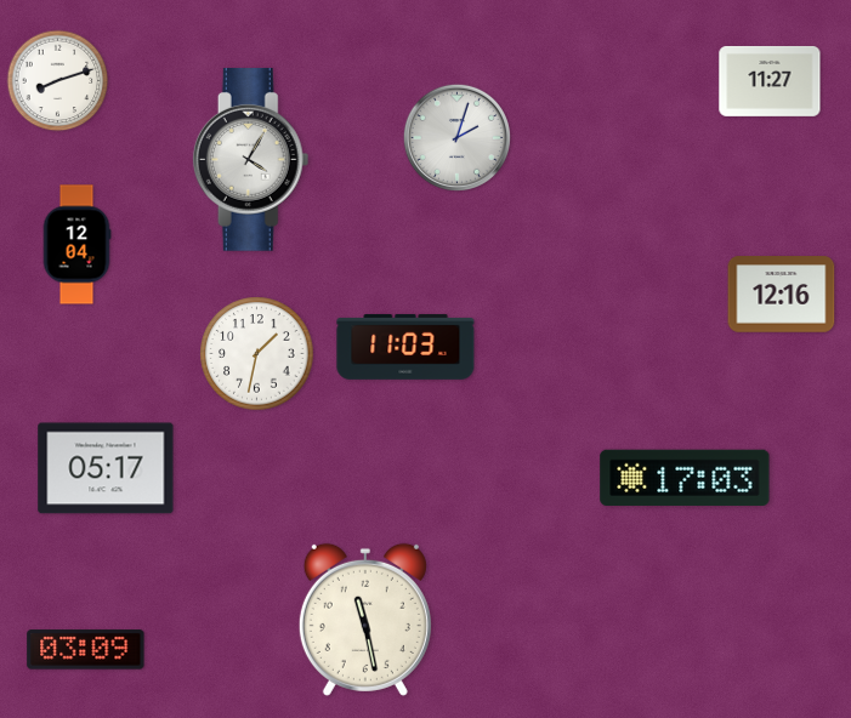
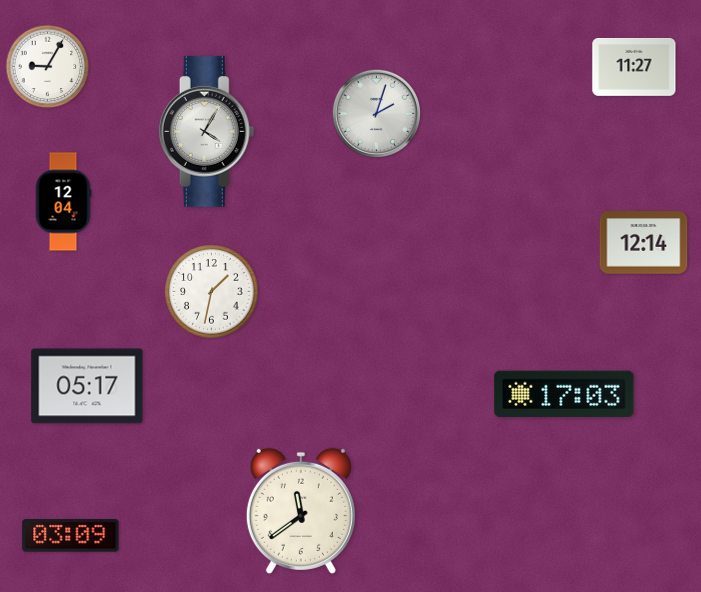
clock at (58, 81): 8:12 -> 9:05
clock at (782, 295): 12:16 -> 12:14
clock at (405, 347): 11:03 -> none
clock at (365, 620): 11:28 -> 11:39
